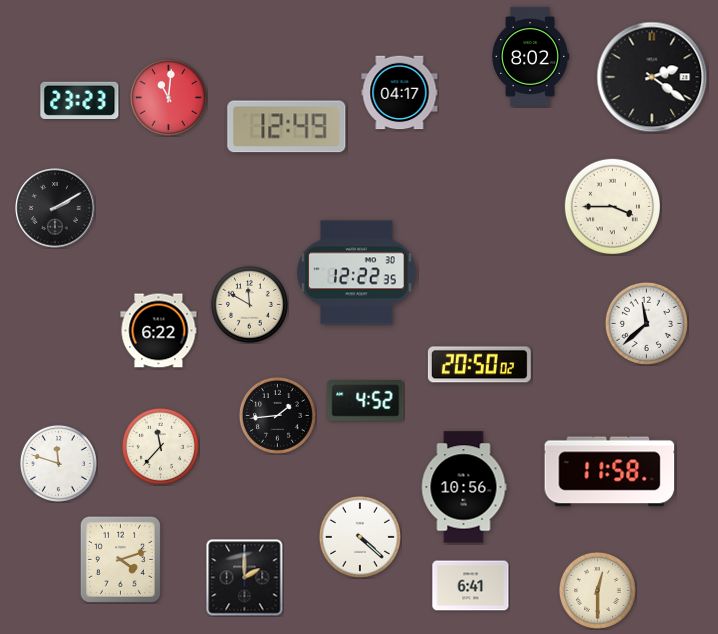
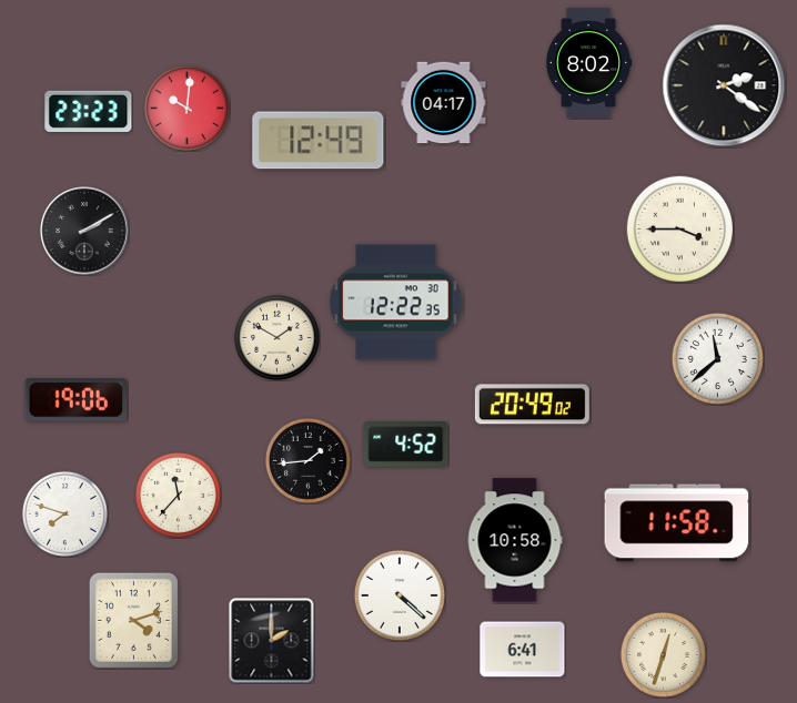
clock at (168, 97): 11:01 -> 10:01
clock at (55, 208) position: (55, 208) -> (84, 231)
clock at (249, 304): 11:50 -> 1:50
clock at (159, 331): 6:22 -> none
clock at (77, 400): none -> 19:06
clock at (479, 365): 20:50 -> 20:49
clock at (58, 463): 11:48 -> 7:48
clock at (464, 487): 10:56 -> 10:58
clock at (597, 590): 12:30 -> 12:33
